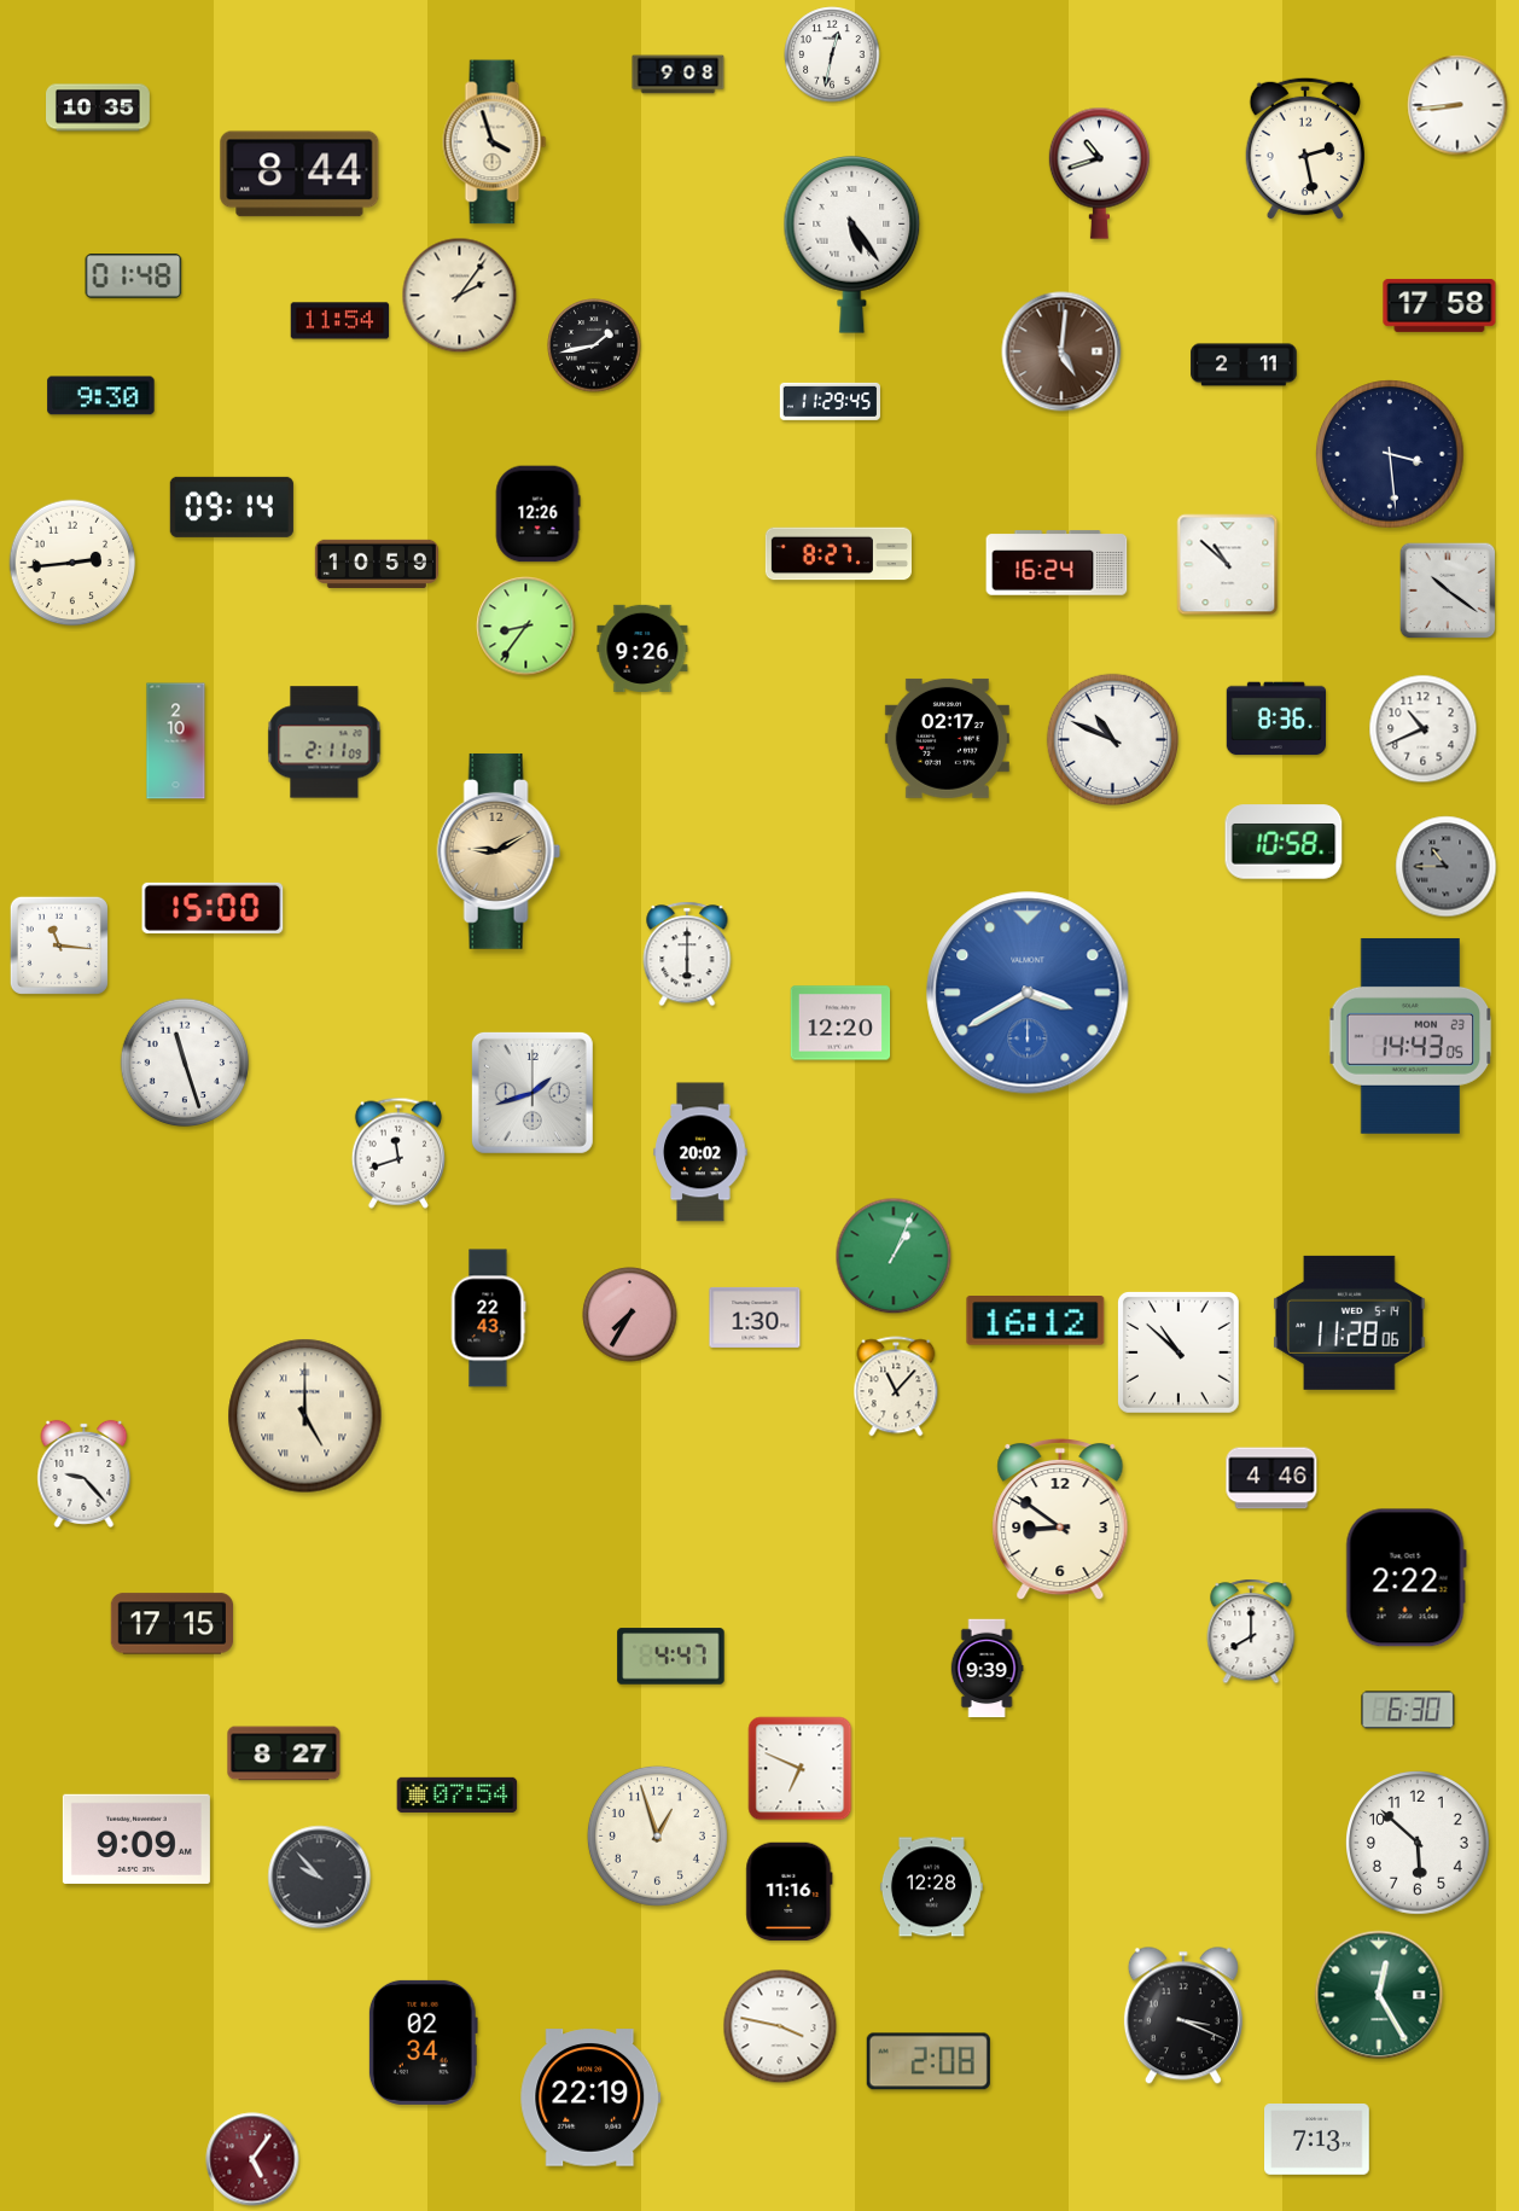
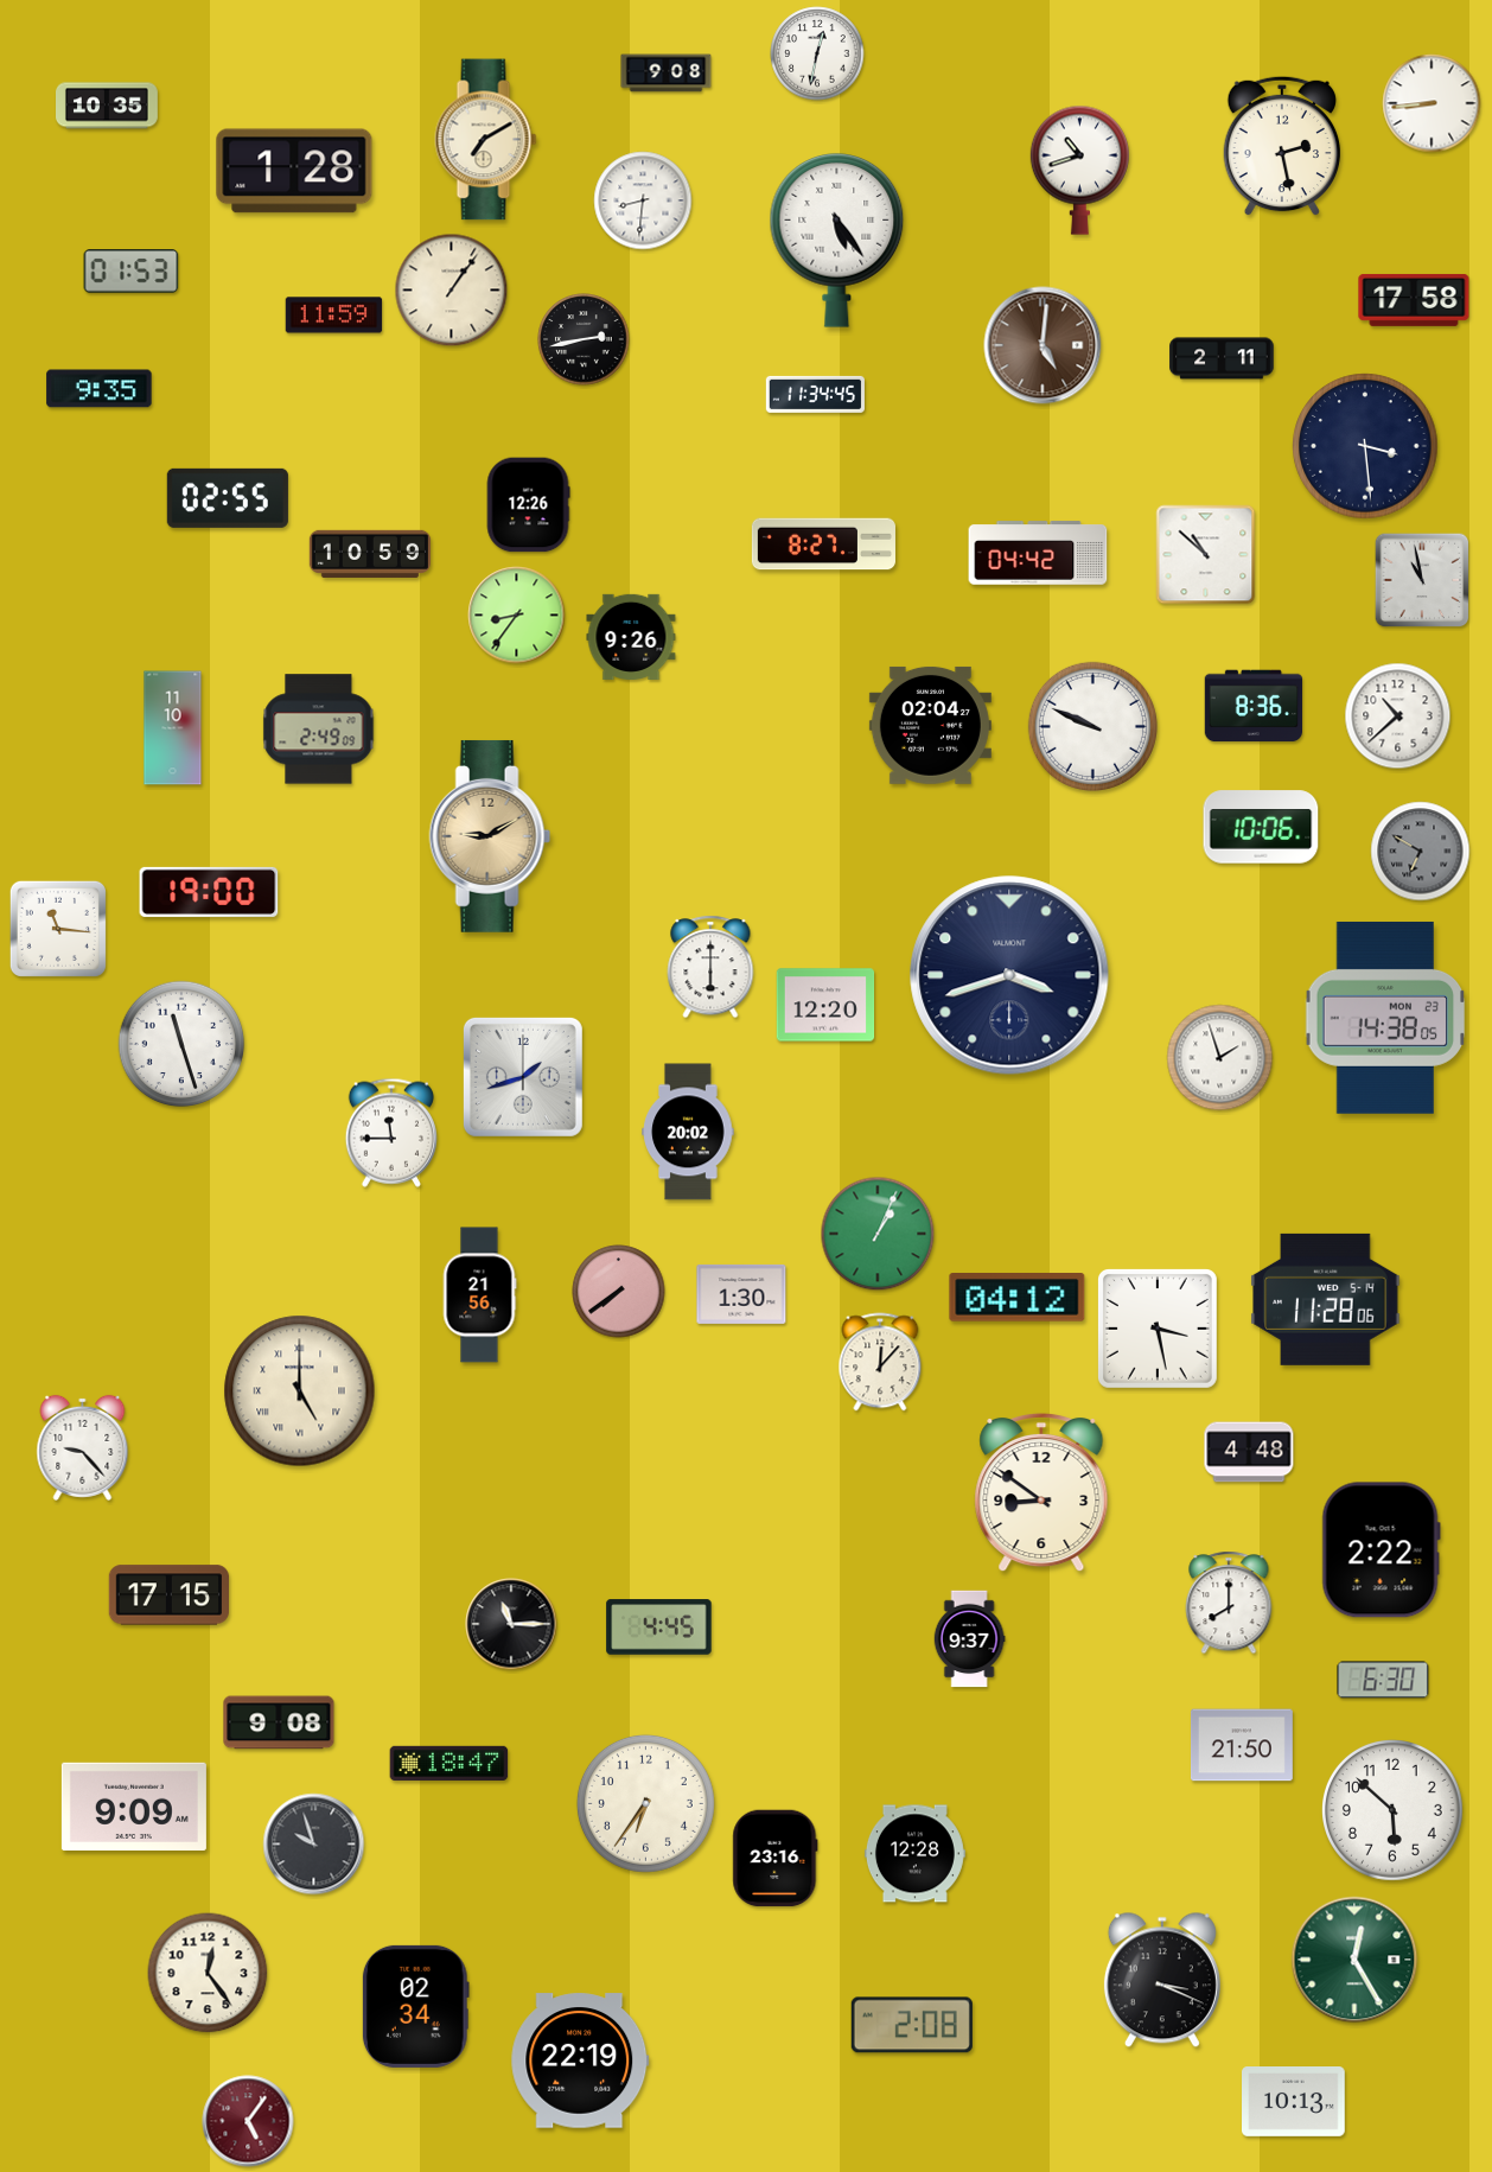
clock at (99, 107) position: (99, 107) -> (108, 106)
clock at (495, 142): 3:57 -> 7:10
clock at (299, 174): 8:44 -> 1:28
clock at (643, 200): none -> 8:31
clock at (134, 277): 01:48 -> 01:53
clock at (460, 296): 2:06 -> 1:06
clock at (341, 321): 11:54 -> 11:59
clock at (594, 345): 1:43 -> 2:43
clock at (101, 396): 9:30 -> 9:35
clock at (830, 401): 11:29 -> 11:34
clock at (232, 507): 09:14 -> 02:55
clock at (72, 563): 2:44 -> none
clock at (1057, 563): 16:24 -> 04:42
clock at (1448, 590): 10:21 -> 10:58
clock at (1424, 729): 10:41 -> 10:38
clock at (947, 738): 02:17 -> 02:04
clock at (1112, 739): 10:49 -> 9:49
clock at (176, 741): 2:10 -> 11:10
clock at (325, 743): 2:11 -> 2:49
clock at (1284, 842): 10:58 -> 10:06
clock at (1447, 867): 10:45 -> 6:50
clock at (213, 908): 15:00 -> 19:00
clock at (687, 954) position: (687, 954) -> (710, 967)
clock at (1028, 993): 3:40 -> 3:42
clock at (1028, 993) dial: blue -> navy
clock at (1410, 1036): 14:43 -> 14:38
clock at (1220, 1058): none -> 1:57
clock at (532, 1093) position: (532, 1093) -> (523, 1077)
clock at (398, 1153): 11:42 -> 11:45
clock at (630, 1315): 7:35 -> 7:39
clock at (488, 1319): 22:43 -> 21:56
clock at (1036, 1321): 16:12 -> 04:12
clock at (1178, 1352): 10:52 -> 3:28
clock at (896, 1386): 11:07 -> 12:07
clock at (1271, 1478): 4:46 -> 4:48
clock at (511, 1624): none -> 11:15
clock at (671, 1657): 4:47 -> 4:45
clock at (987, 1669): 9:39 -> 9:37
clock at (284, 1753): 8:27 -> 9:08
clock at (801, 1769): 6:49 -> none
clock at (1242, 1745): none -> 21:50
clock at (458, 1794): 07:54 -> 18:47
clock at (657, 1835): 12:57 -> 6:36
clock at (320, 1878): 9:53 -> 9:57
clock at (790, 1892): 11:16 -> 23:16
clock at (208, 1973): none -> 12:24
clock at (780, 2026): 3:47 -> none
clock at (1317, 2140): 7:13 -> 10:13
